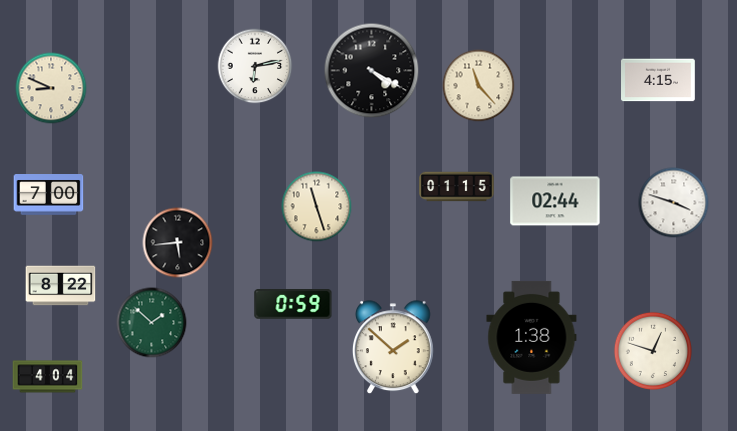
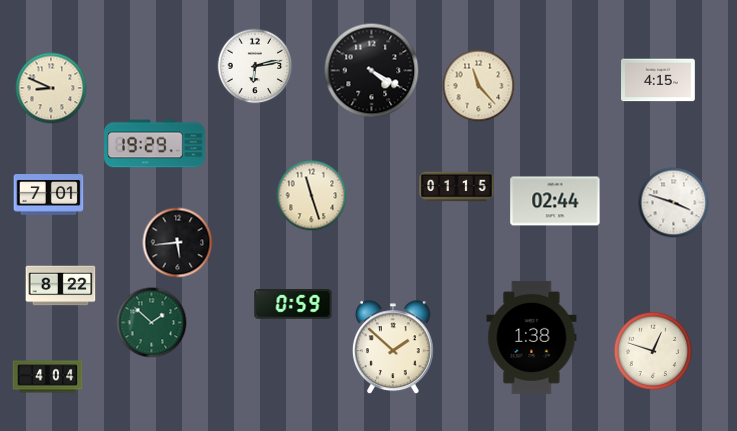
clock at (155, 144): none -> 19:29
clock at (49, 195): 7:00 -> 7:01
clock at (317, 207) position: (317, 207) -> (312, 196)
